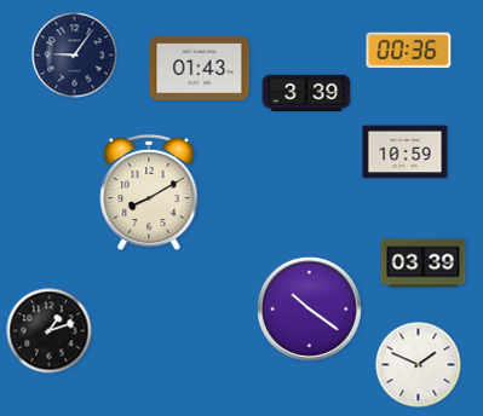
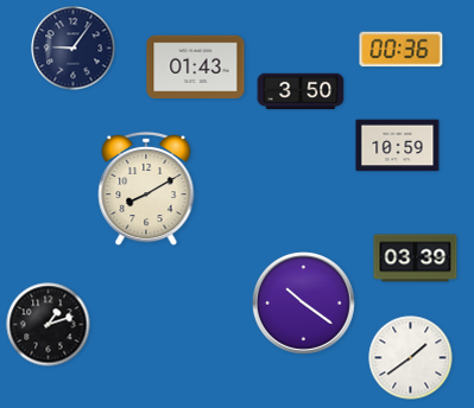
clock at (75, 56) position: (75, 56) -> (74, 49)
clock at (306, 93): 3:39 -> 3:50
clock at (406, 152) position: (406, 152) -> (398, 146)
clock at (419, 365): 1:49 -> 1:39
